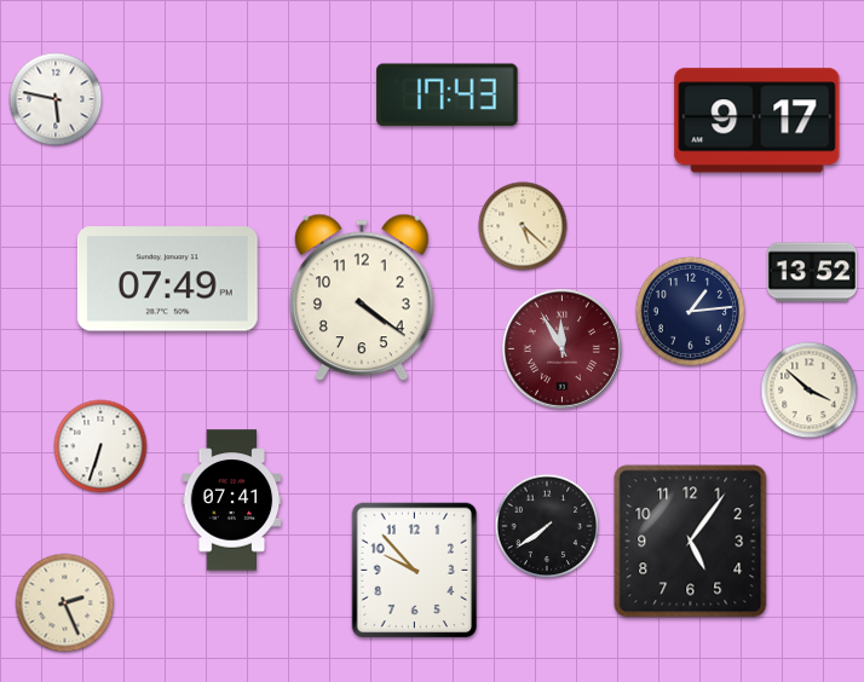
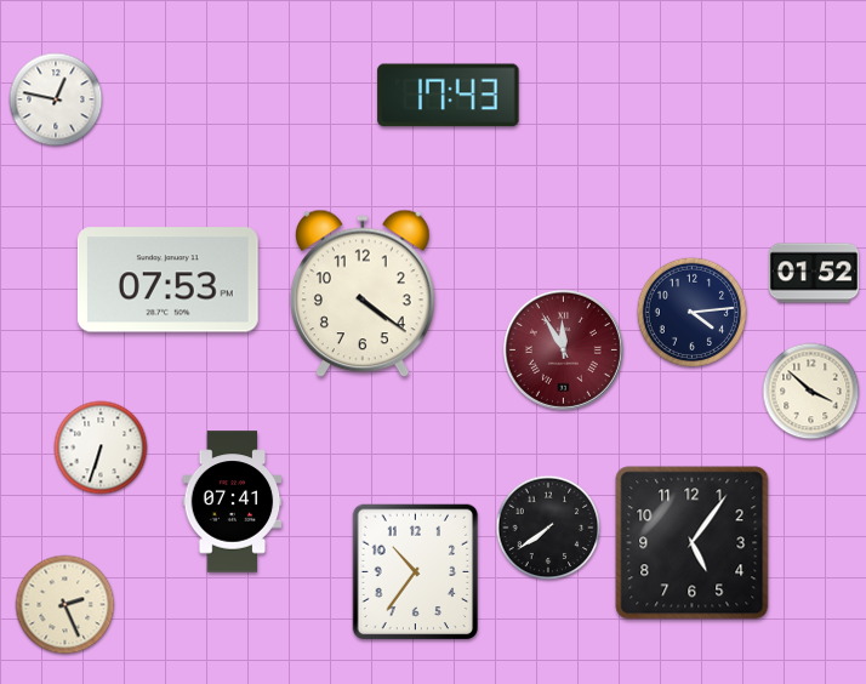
clock at (56, 99): 5:47 -> 12:47
clock at (758, 121): 9:17 -> none
clock at (523, 226): 5:22 -> none
clock at (812, 272): 13:52 -> 01:52
clock at (167, 279): 07:49 -> 07:53
clock at (362, 297) position: (362, 297) -> (363, 293)
clock at (690, 311): 1:14 -> 4:14
clock at (415, 571): 9:53 -> 10:36
